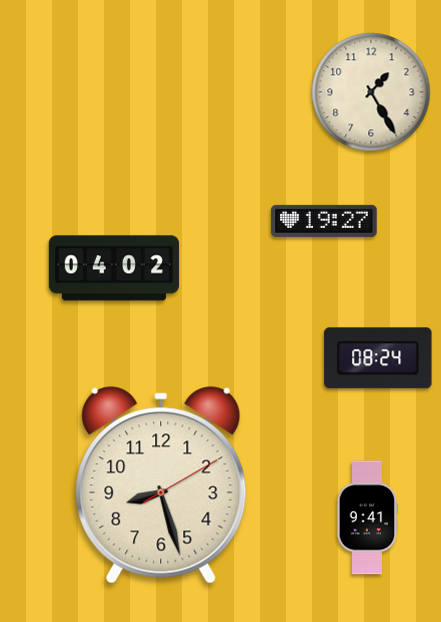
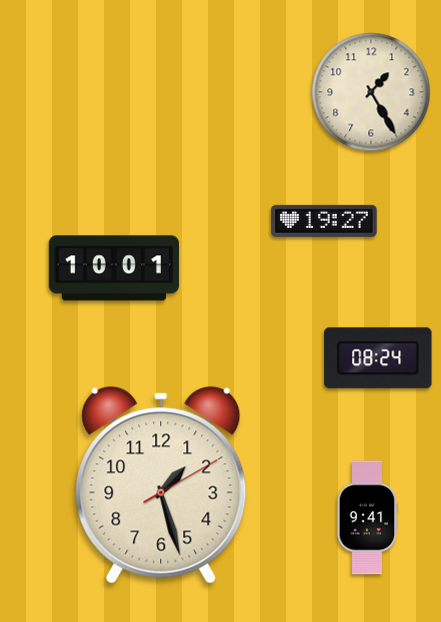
clock at (114, 268): 04:02 -> 10:01
clock at (161, 485): 8:27 -> 1:27
